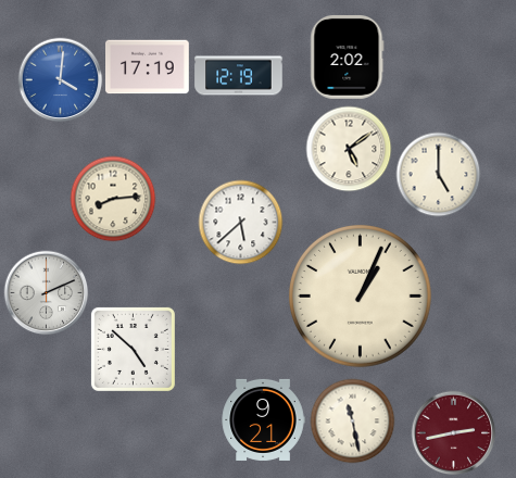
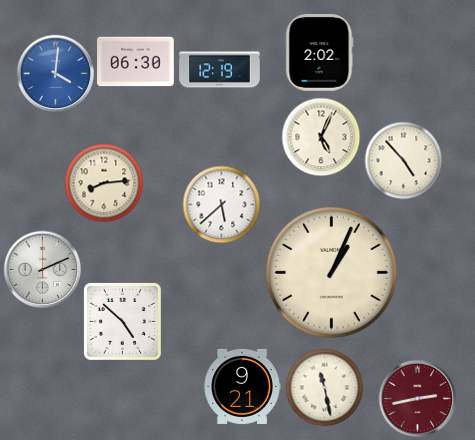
clock at (148, 67): 17:19 -> 06:30
clock at (349, 149): 5:09 -> 5:04
clock at (438, 174): 5:00 -> 4:53
